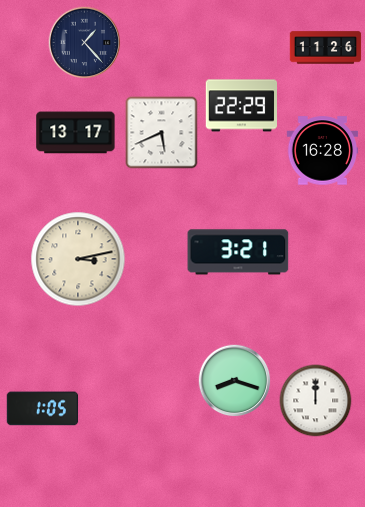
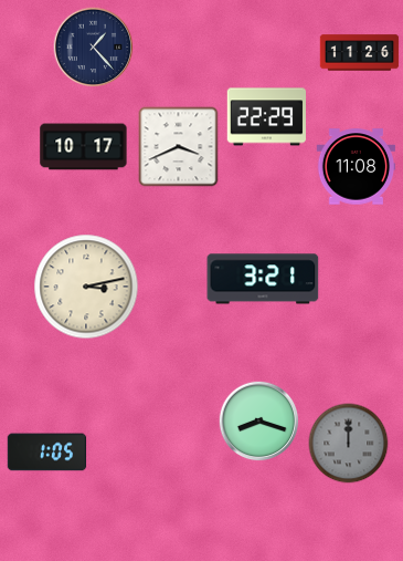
clock at (76, 133): 13:17 -> 10:17
clock at (162, 133): 5:41 -> 3:41
clock at (323, 151): 16:28 -> 11:08
clock at (316, 401) dial: white -> grey
